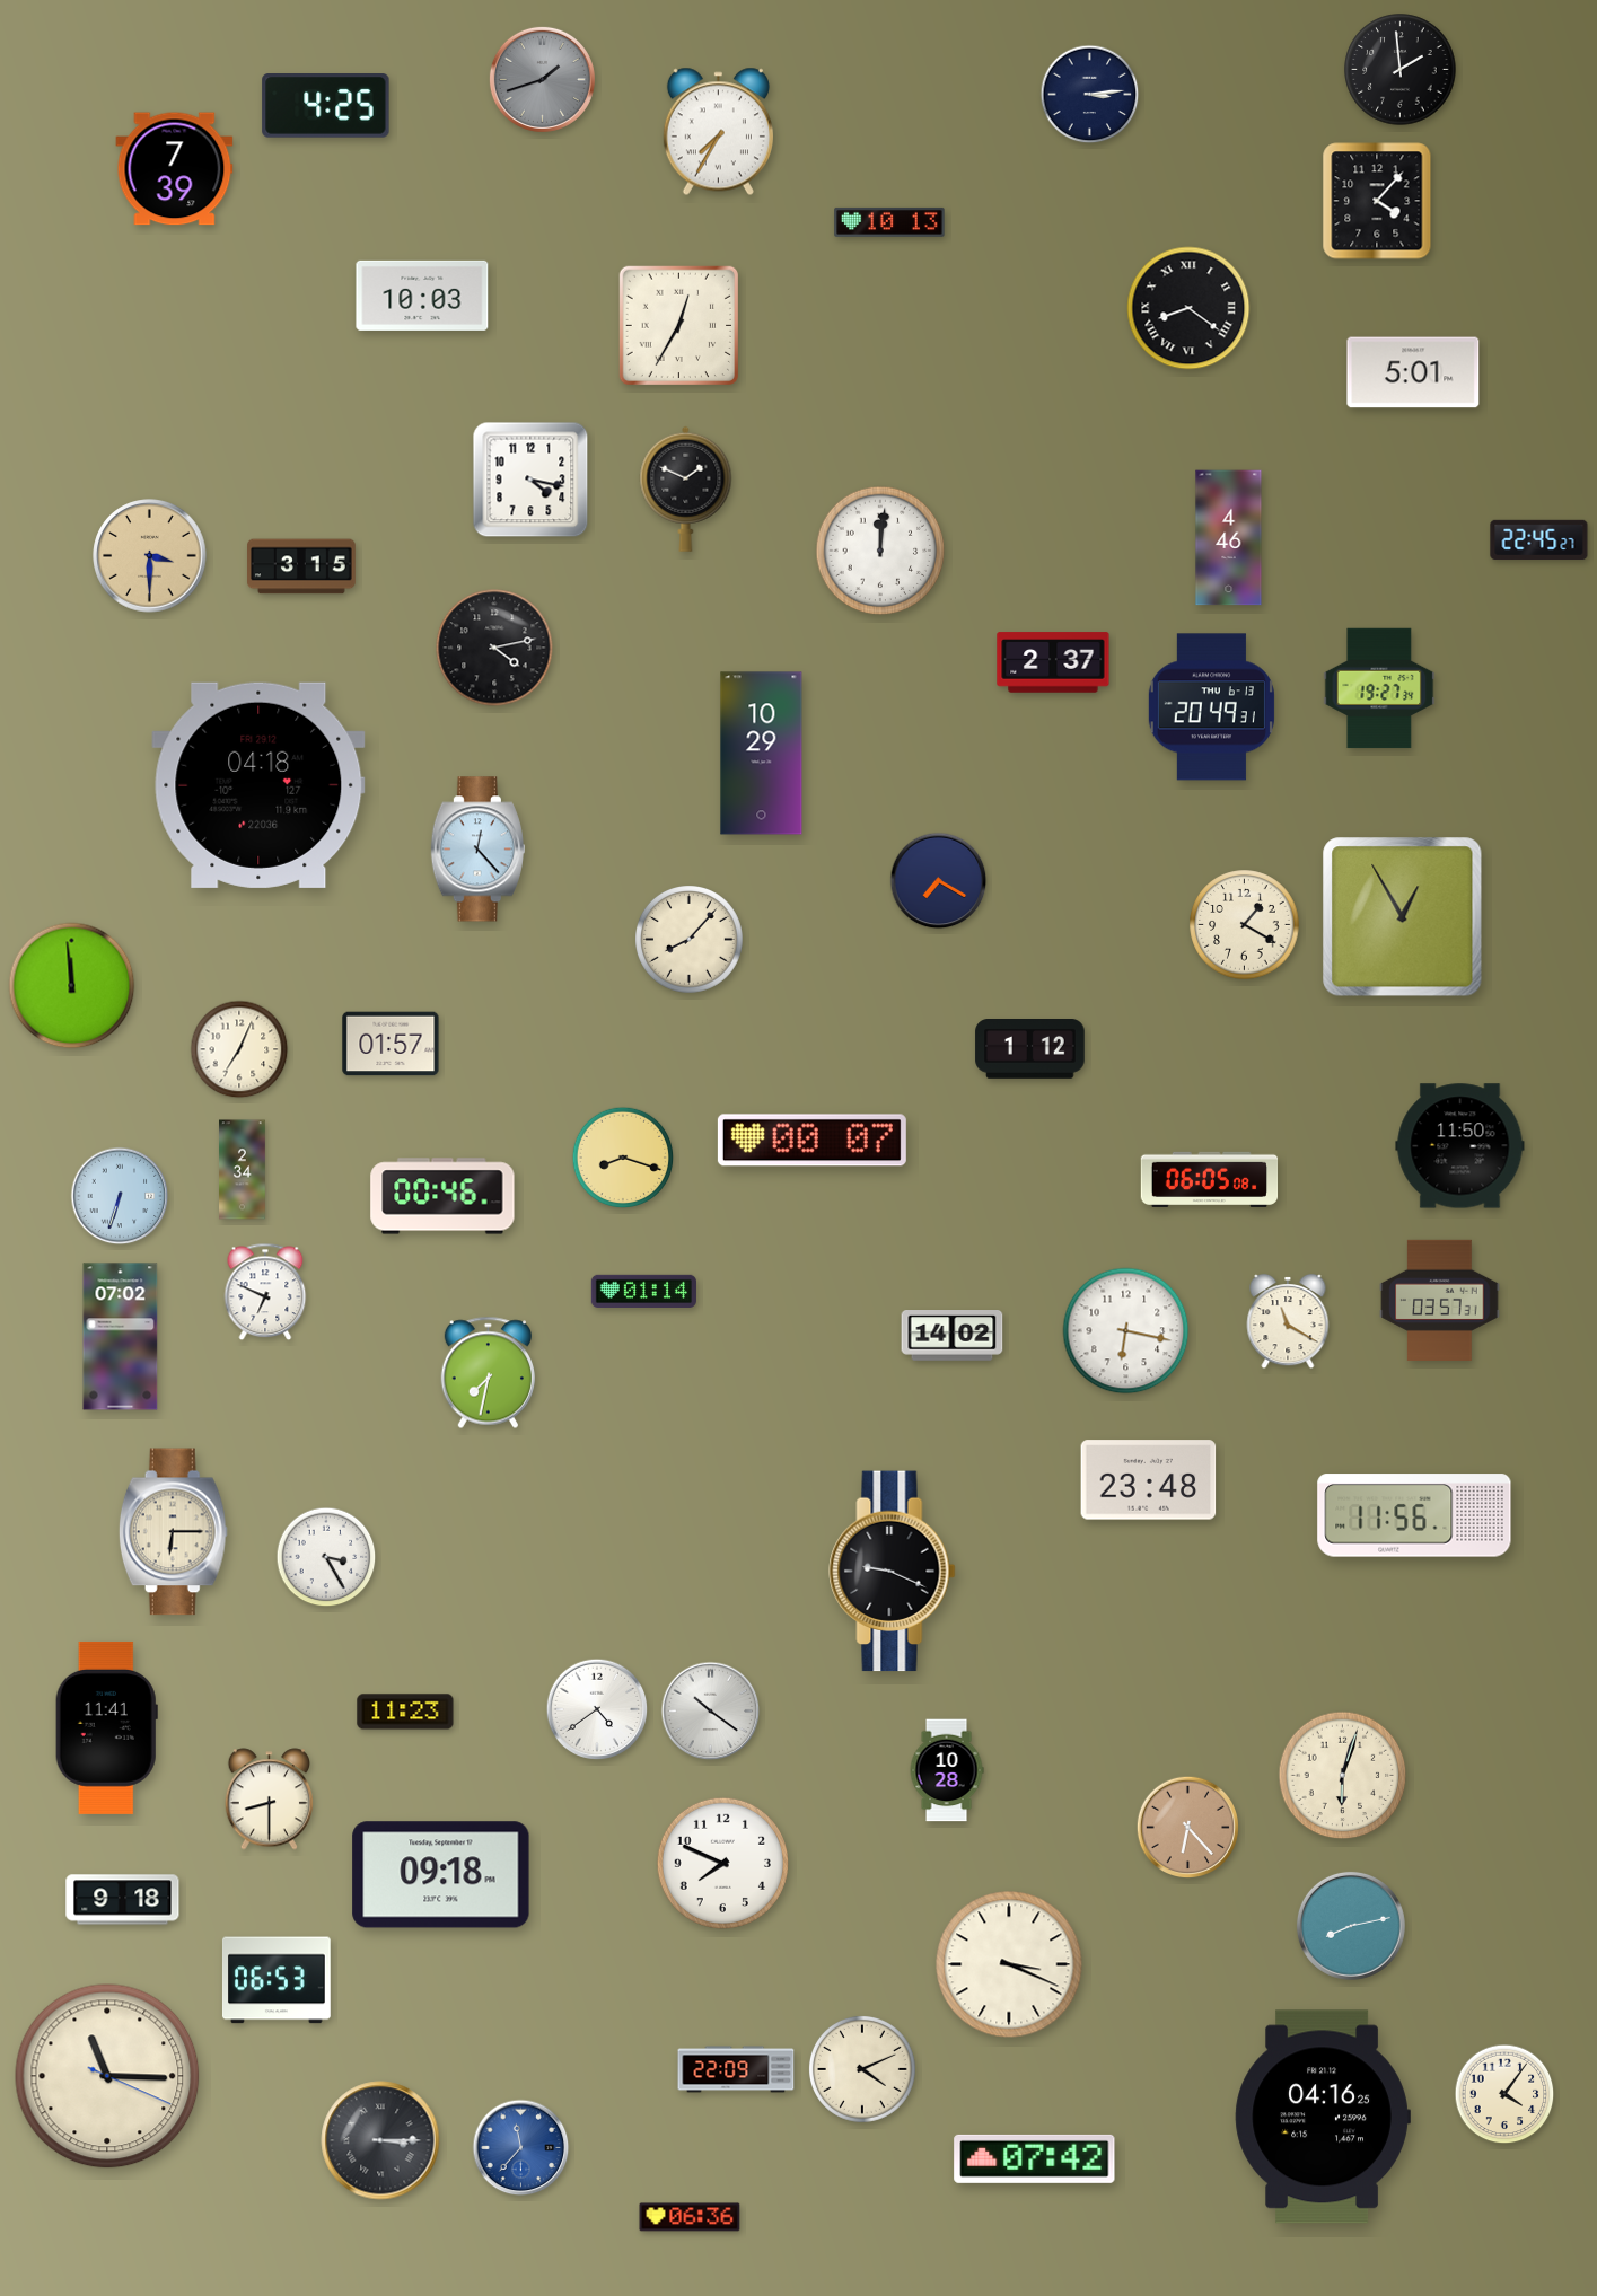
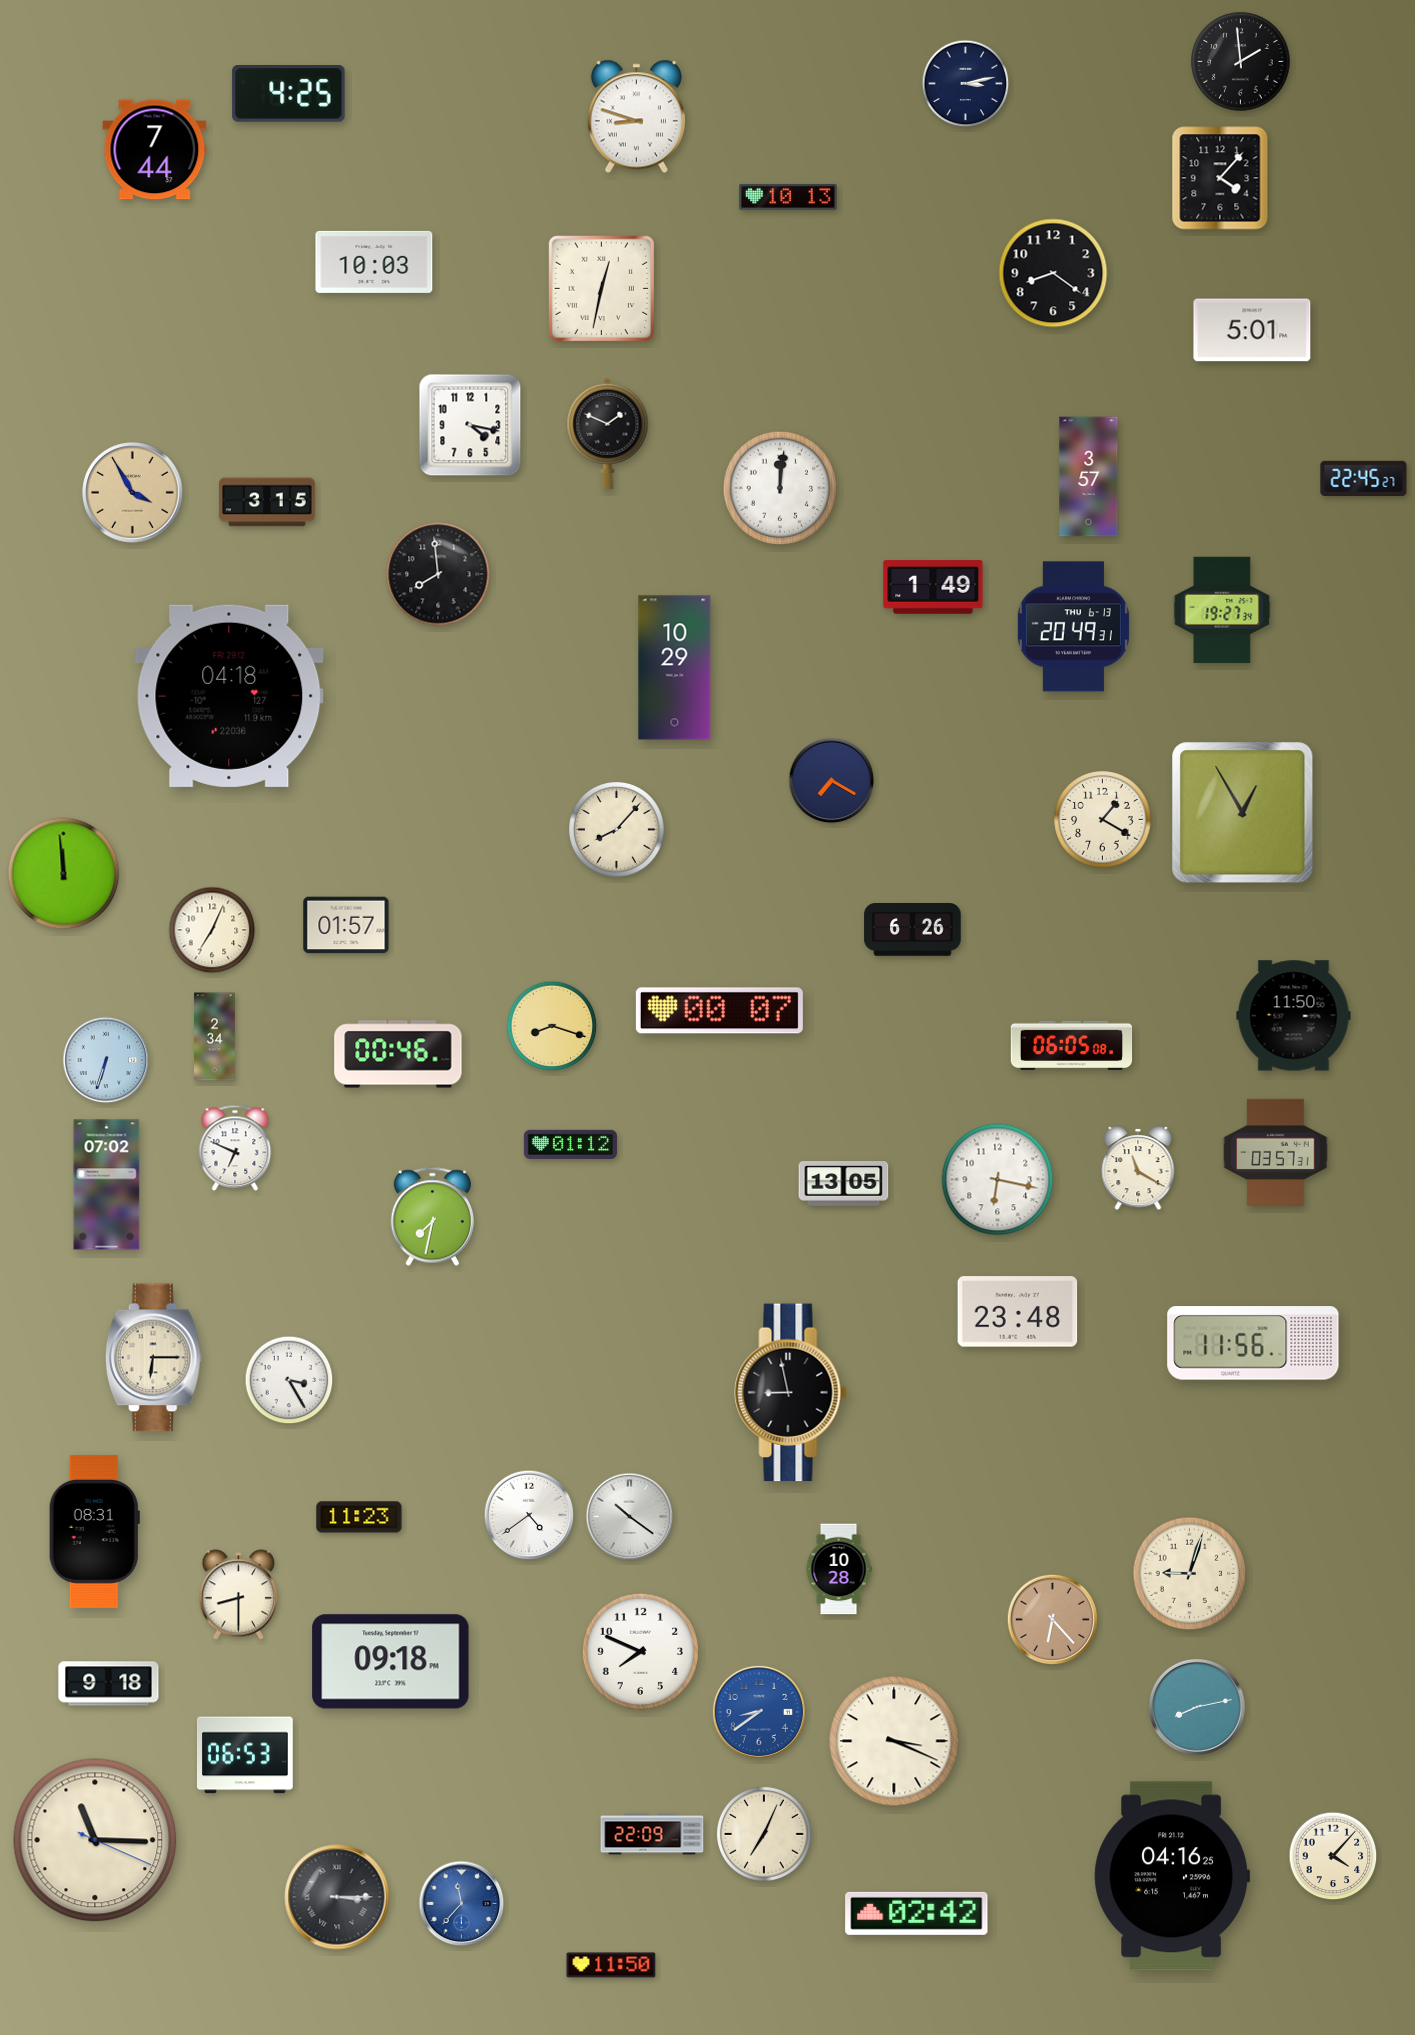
clock at (542, 79): 1:42 -> none
clock at (1090, 95): 3:14 -> 3:13
clock at (718, 132): 7:35 -> 8:48
clock at (175, 169): 7:39 -> 7:44
clock at (1188, 308) numerals: Roman -> Arabic
clock at (678, 325): 12:35 -> 12:32
clock at (1229, 538): 4:46 -> 3:57
clock at (150, 556): 3:30 -> 3:55
clock at (494, 648): 4:13 -> 7:59
clock at (1053, 662): 2:37 -> 1:49
clock at (477, 850): 12:23 -> none
clock at (690, 940) position: (690, 940) -> (617, 830)
clock at (1030, 1049): 1:12 -> 6:26
clock at (442, 1196) position: (442, 1196) -> (398, 1054)
clock at (643, 1291): 01:14 -> 01:12
clock at (265, 1292) position: (265, 1292) -> (235, 1148)
clock at (1288, 1321) position: (1288, 1321) -> (1138, 1168)
clock at (953, 1336): 14:02 -> 13:05
clock at (893, 1572): 9:19 -> 8:58
clock at (106, 1727): 11:41 -> 08:31
clock at (1343, 1776): 6:03 -> 9:03
clock at (759, 1712): none -> 8:39
clock at (862, 2069): 4:11 -> 7:04
clock at (1504, 2094): 4:06 -> 4:07
clock at (1035, 2158): 07:42 -> 02:42
clock at (690, 2217): 06:36 -> 11:50
